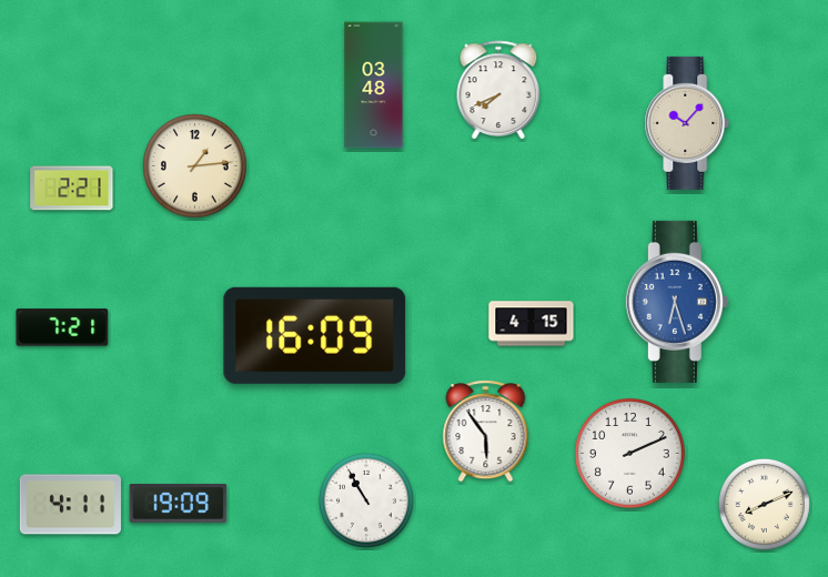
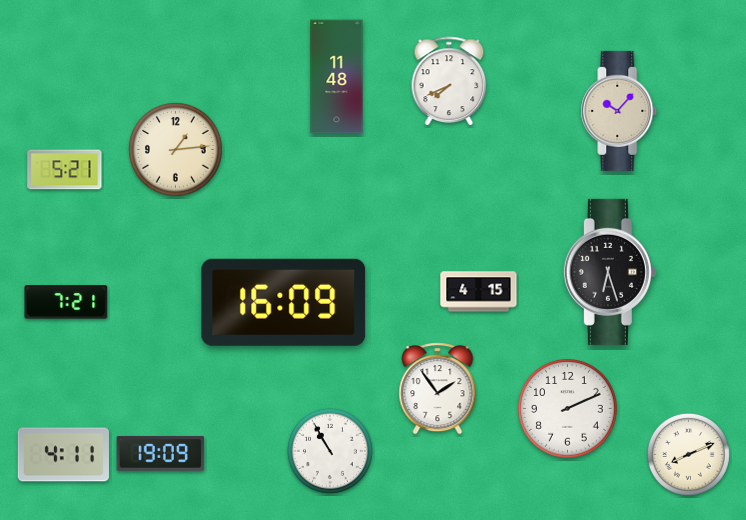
clock at (374, 85): 03:48 -> 11:48
clock at (72, 189): 2:21 -> 5:21
clock at (677, 302) dial: blue -> black
clock at (62, 327) position: (62, 327) -> (66, 302)
clock at (486, 432): 5:54 -> 1:54
